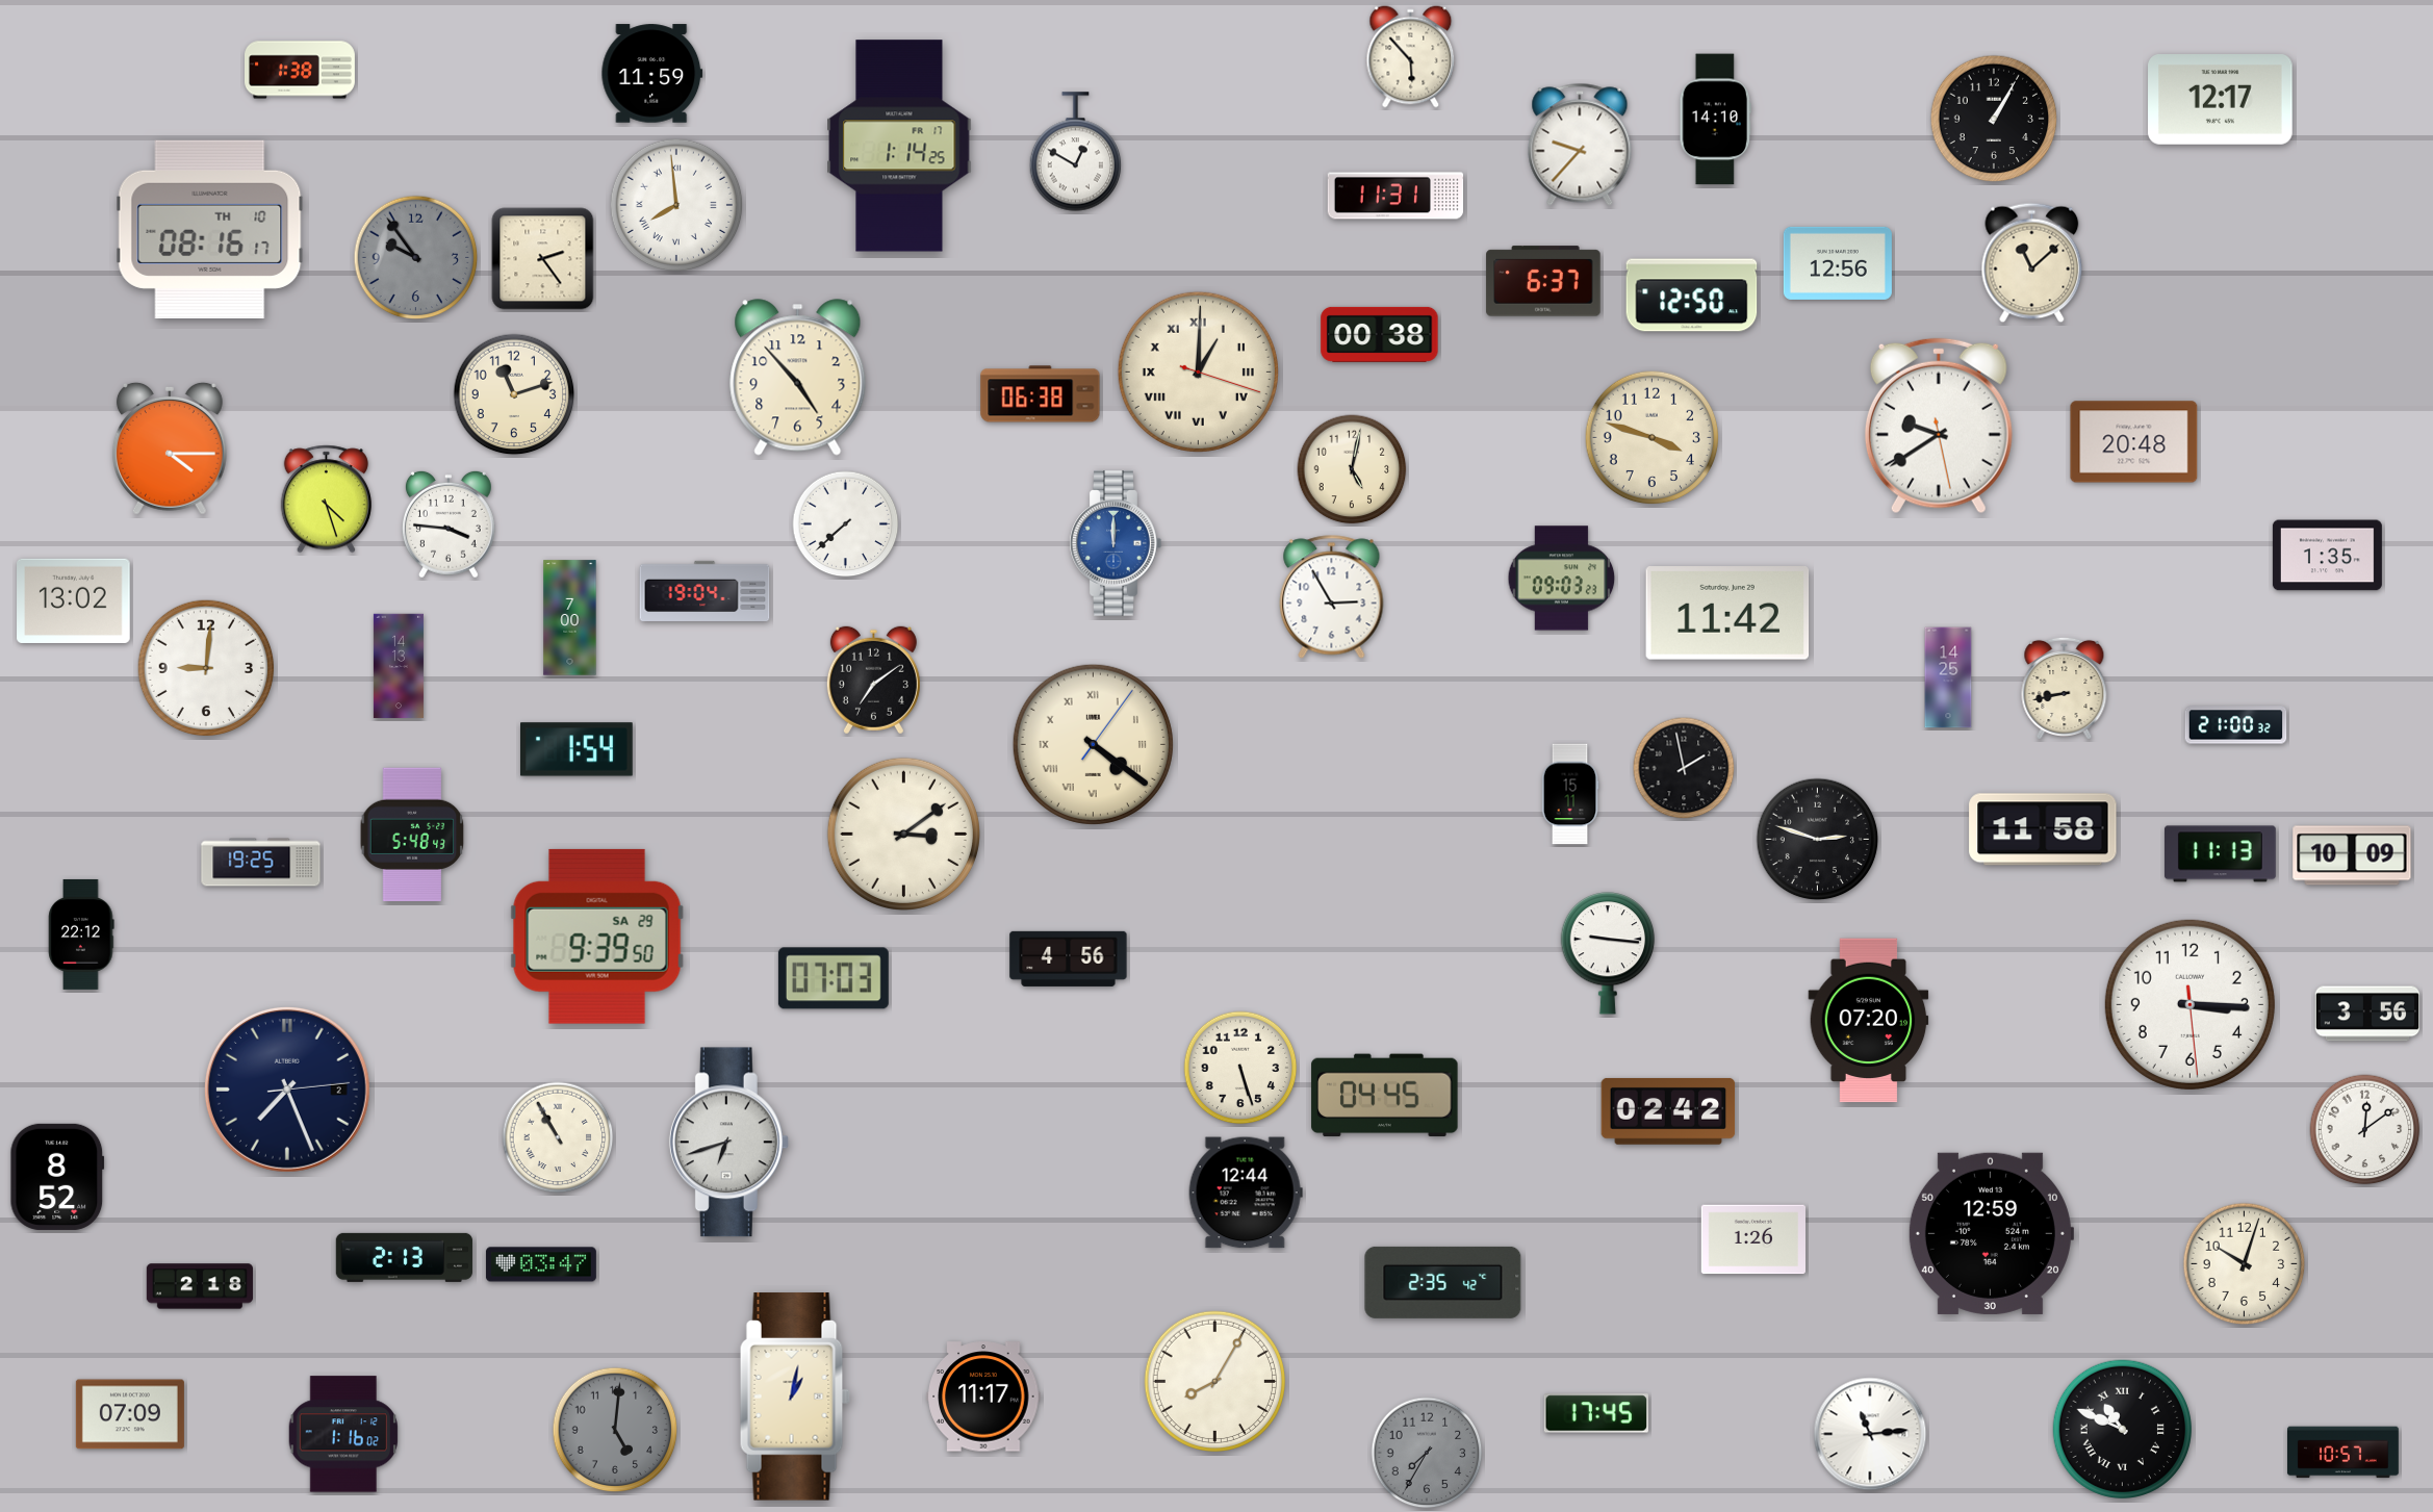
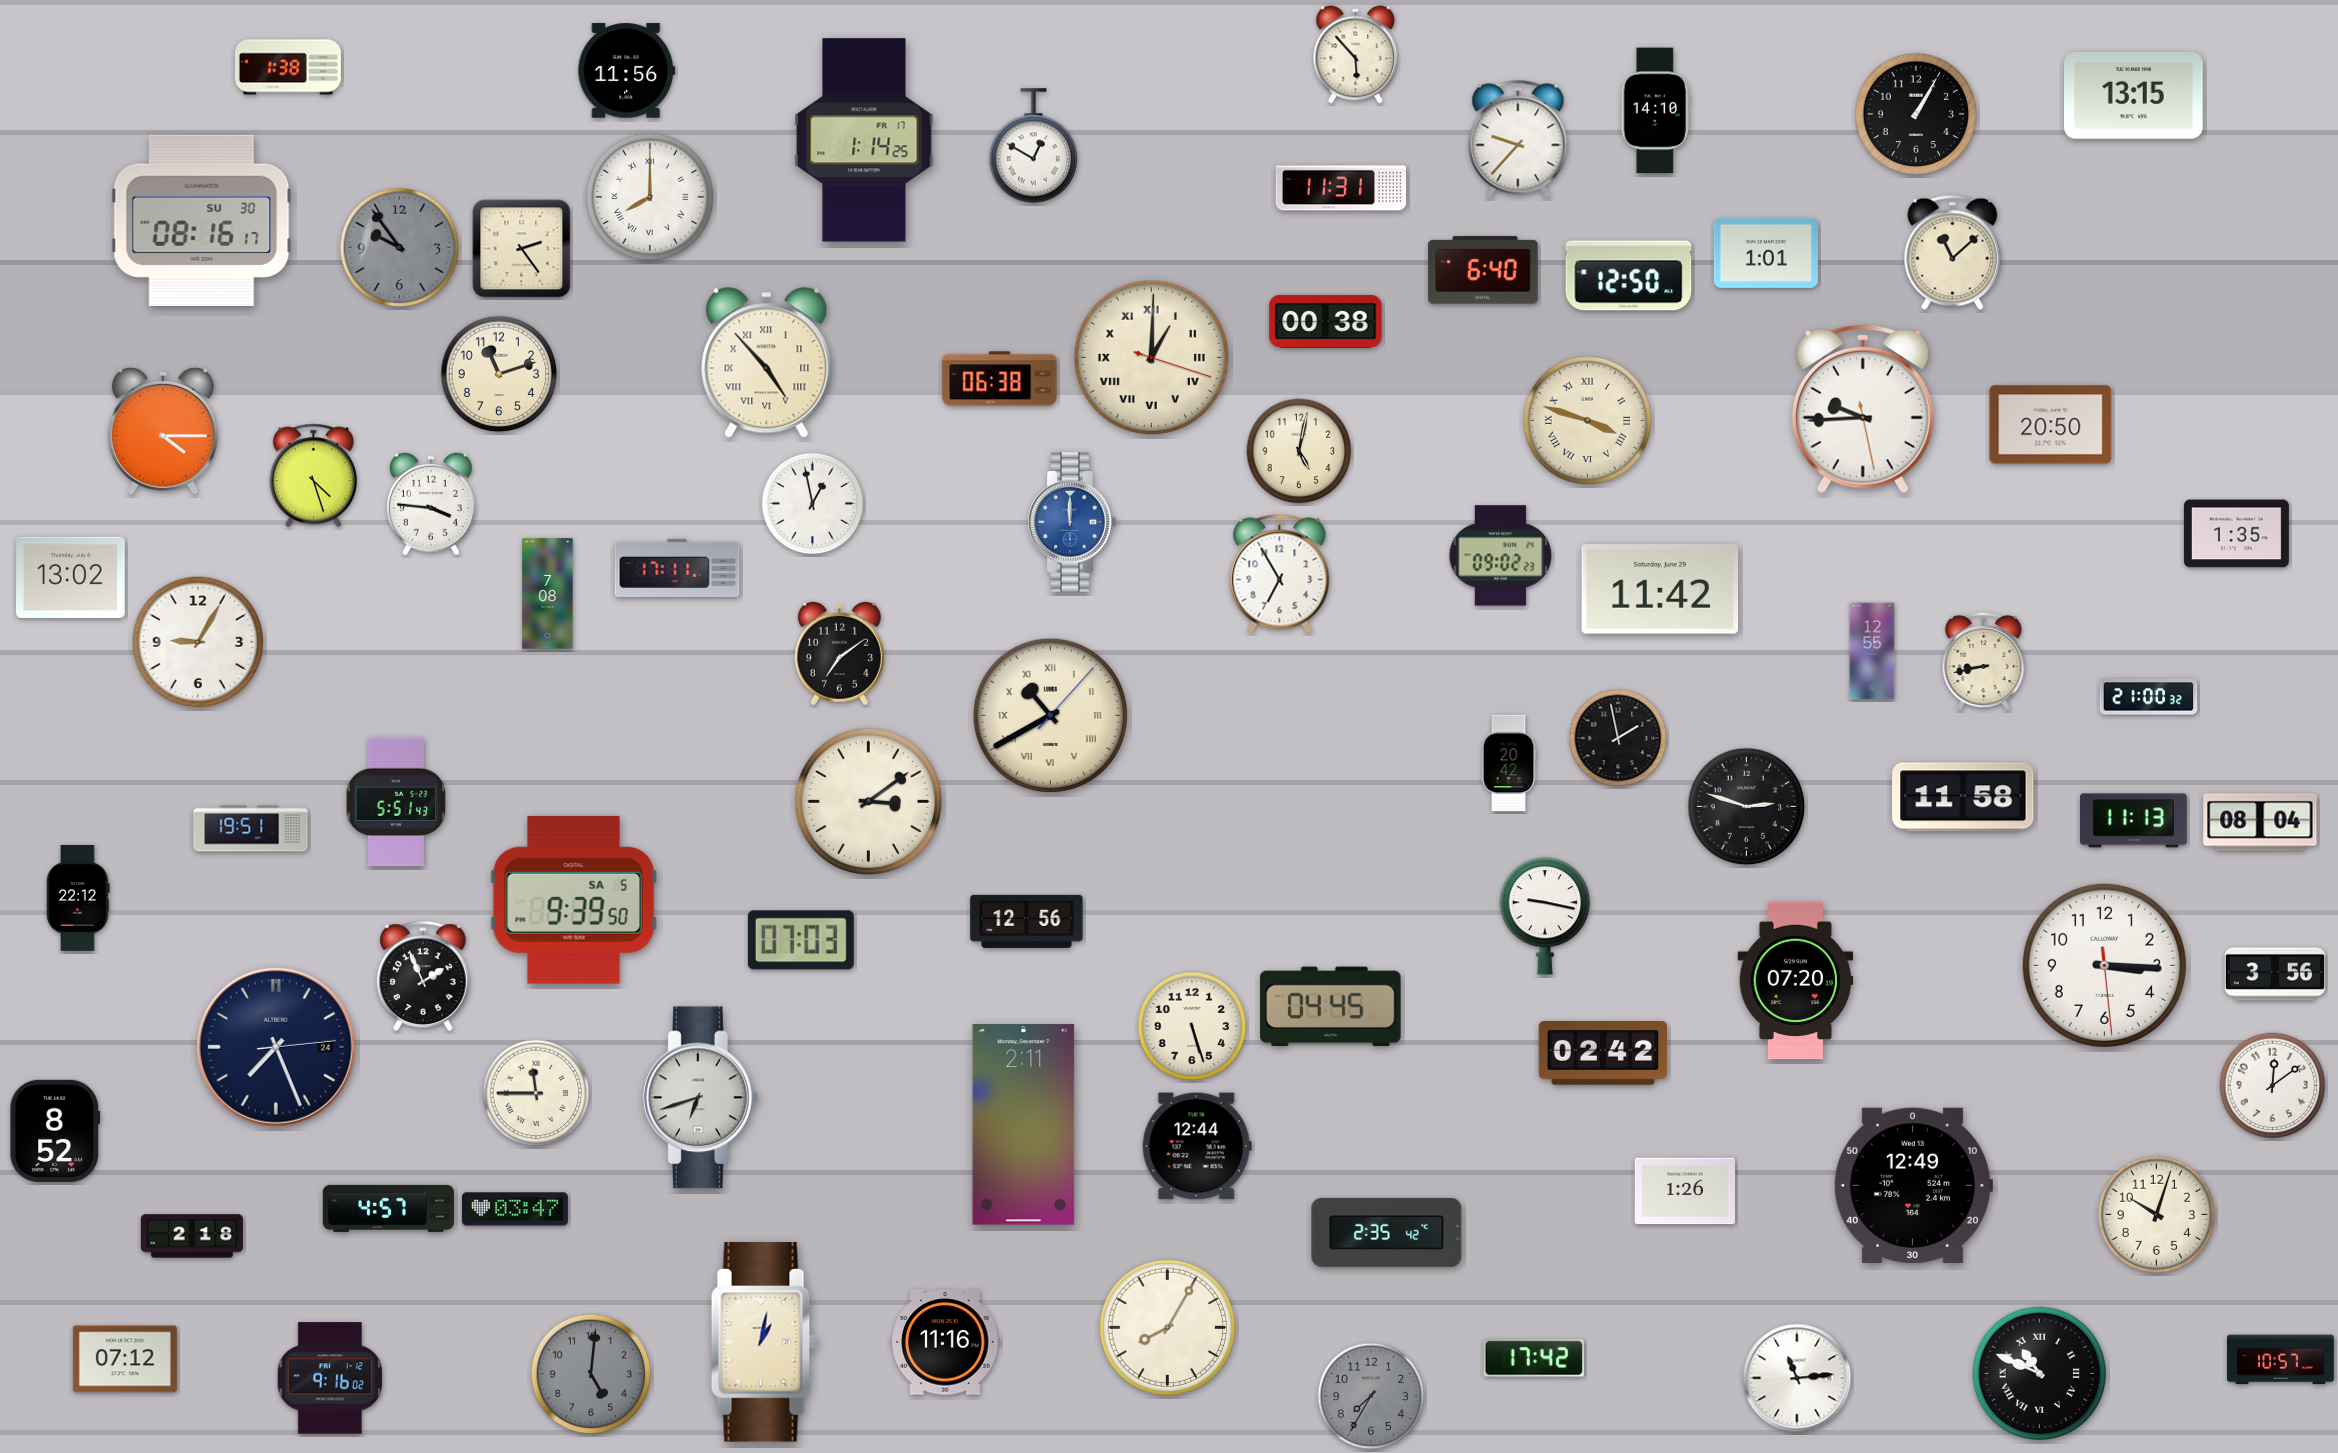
clock at (652, 74): 11:59 -> 11:56
clock at (2221, 100): 12:17 -> 13:15
clock at (1715, 120) position: (1715, 120) -> (1655, 111)
clock at (676, 205): 7:59 -> 8:00
clock at (210, 229) date: TH 10 -> SU 30
clock at (1838, 263): 12:56 -> 1:01
clock at (1543, 281): 6:37 -> 6:40
clock at (1692, 296) position: (1692, 296) -> (1629, 276)
clock at (798, 378) numerals: Arabic -> Roman
clock at (514, 394) position: (514, 394) -> (499, 374)
clock at (1939, 426): 9:39 -> 9:44
clock at (1653, 438) numerals: Arabic -> Roman
clock at (2134, 442): 20:48 -> 20:50
clock at (326, 499) position: (326, 499) -> (313, 476)
clock at (846, 524): 7:38 -> 12:58
clock at (1562, 579): 09:03 -> 09:02
clock at (705, 591): 19:04 -> 17:11
clock at (1332, 597): 2:55 -> 6:55
clock at (570, 618): 7:00 -> 7:08
clock at (399, 666): 14:13 -> none
clock at (206, 668): 9:01 -> 9:05
clock at (1948, 677): 14:25 -> 12:55
clock at (1093, 744): 4:21 -> 10:40
clock at (578, 749): 1:54 -> none
clock at (1570, 794): 15:11 -> 20:42
clock at (412, 835): 5:48 -> 5:51
clock at (2352, 855): 10:09 -> 08:04
clock at (261, 863): 19:25 -> 19:51
clock at (597, 937) date: SA 29 -> SA 5
clock at (1608, 953): 9:16 -> 9:17
clock at (1069, 958): 4:56 -> 12:56
clock at (424, 976): none -> 1:56
clock at (287, 1090) date: 2 -> 24
clock at (1385, 1096) position: (1385, 1096) -> (1331, 1007)
clock at (1668, 1111) position: (1668, 1111) -> (1603, 1053)
clock at (558, 1137): 10:55 -> 11:45
clock at (1024, 1125): none -> 2:11
clock at (1991, 1233): 12:59 -> 12:49
clock at (404, 1257): 2:13 -> 4:57
clock at (541, 1264) position: (541, 1264) -> (515, 1209)
clock at (983, 1396): 11:17 -> 11:16
clock at (1595, 1413): 17:45 -> 17:42
clock at (130, 1414): 07:09 -> 07:12
clock at (342, 1434): 1:16 -> 9:16
clock at (2344, 1453) position: (2344, 1453) -> (2281, 1360)
